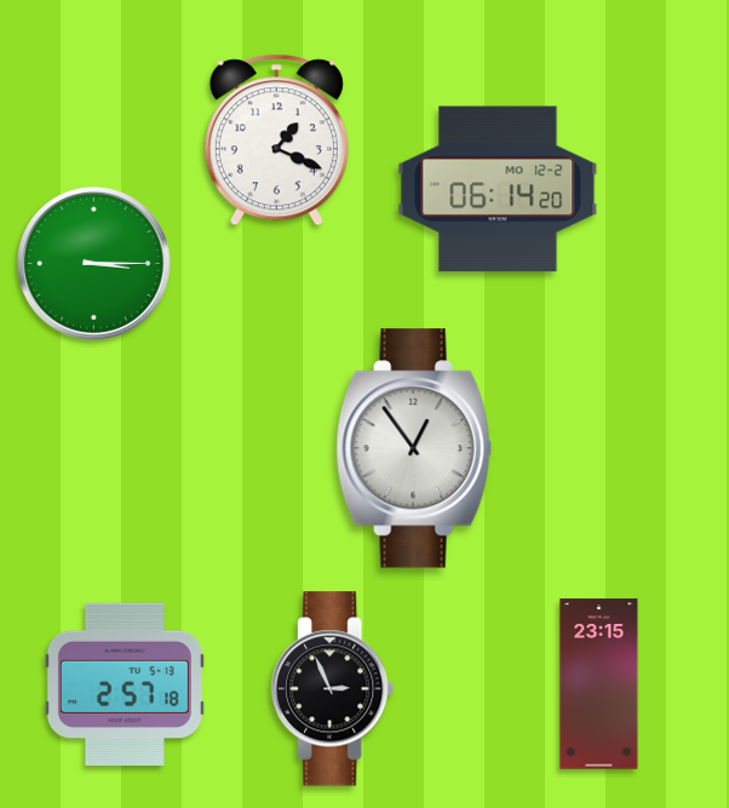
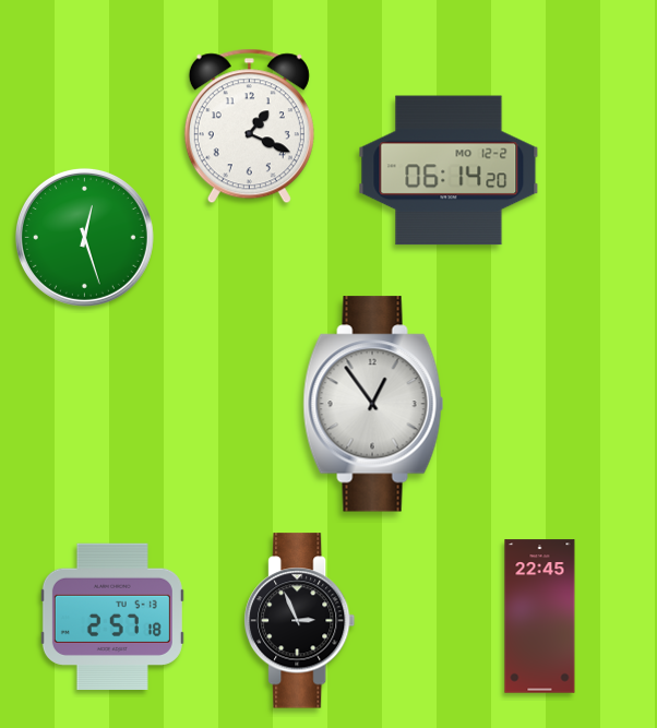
clock at (93, 263): 3:15 -> 12:27
clock at (599, 684): 23:15 -> 22:45
